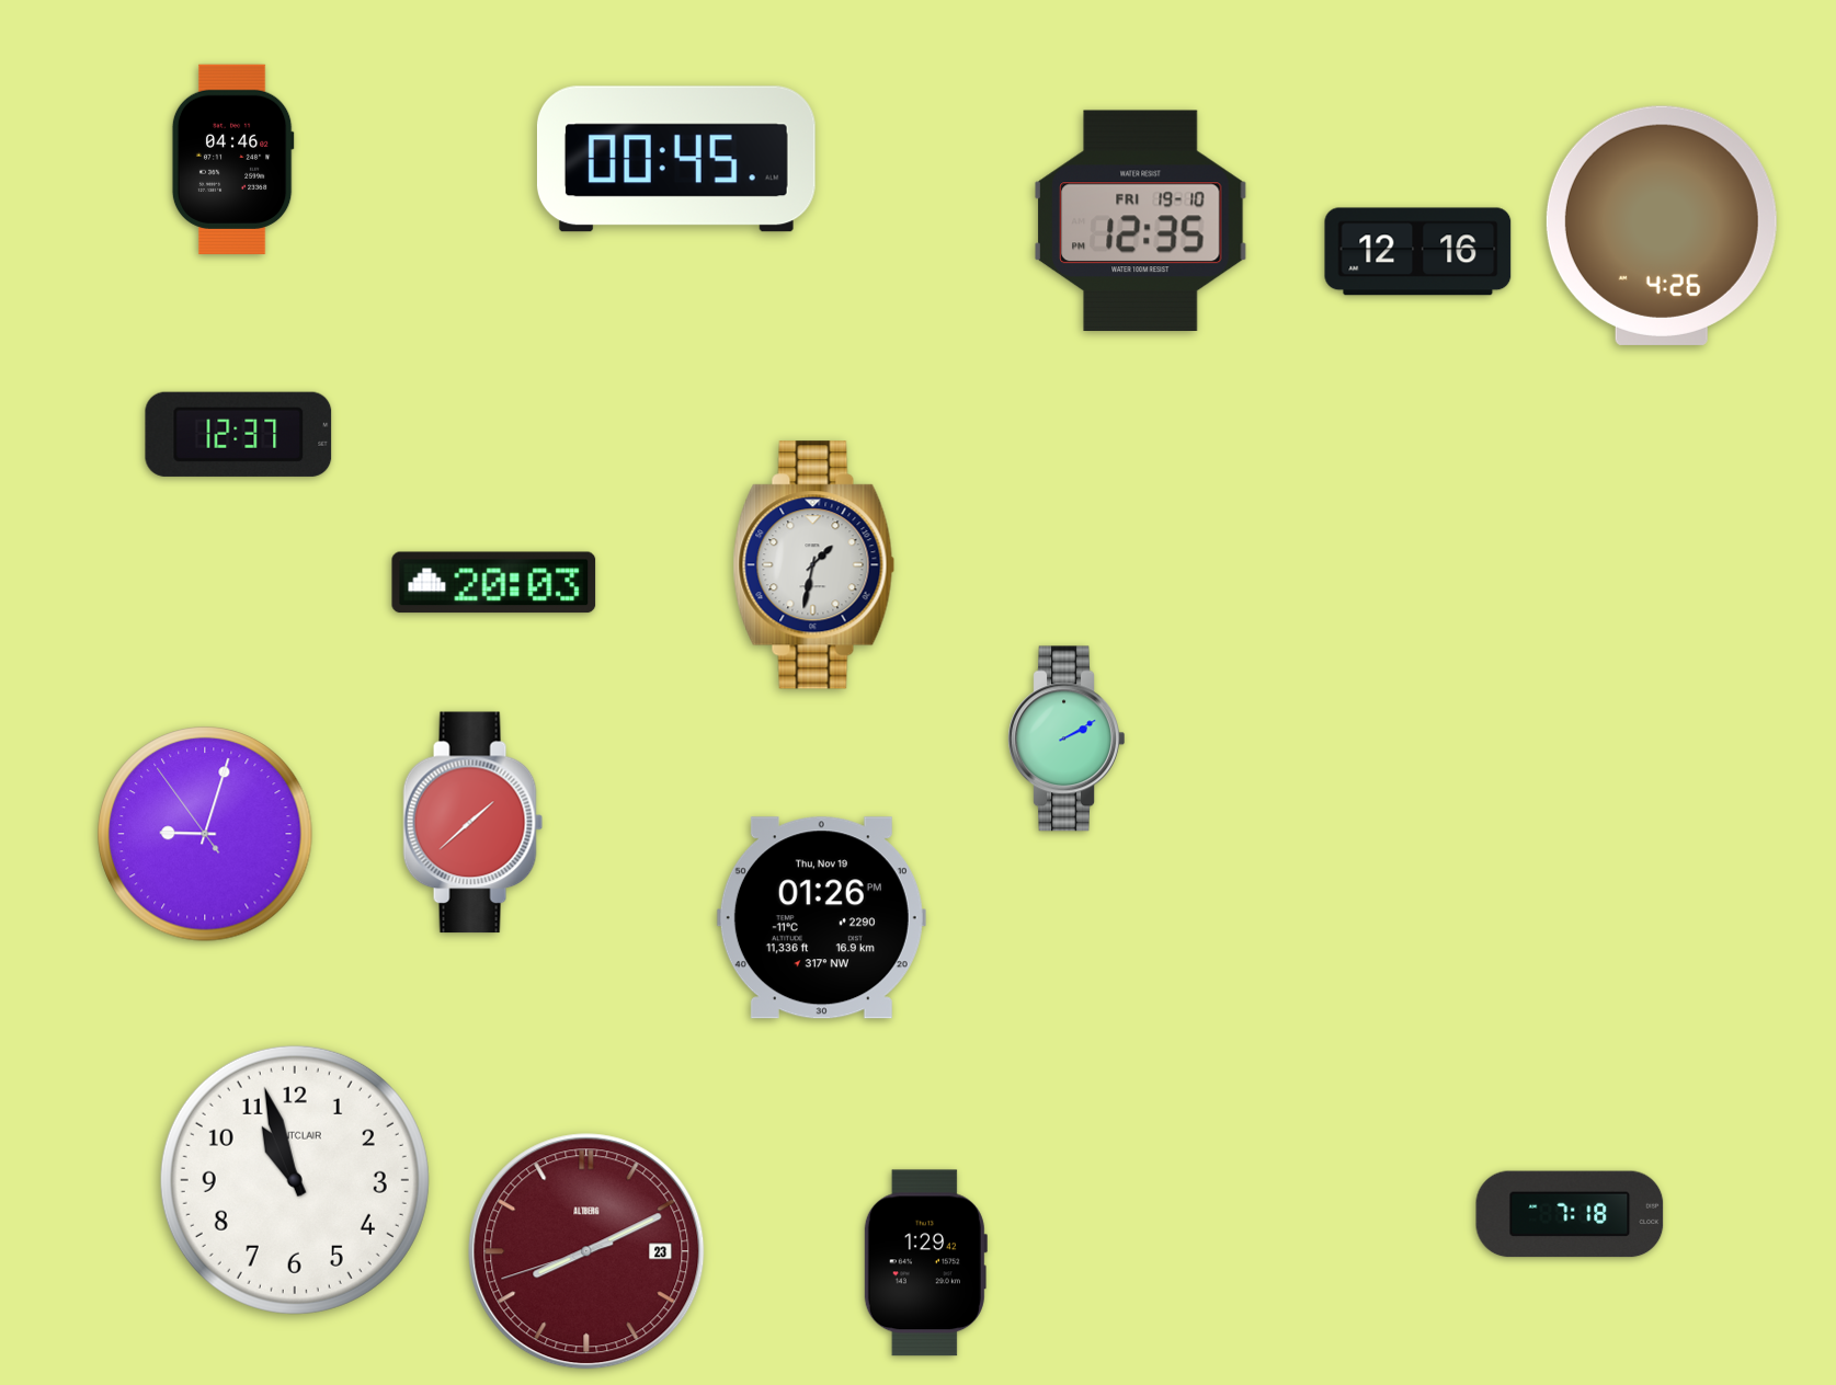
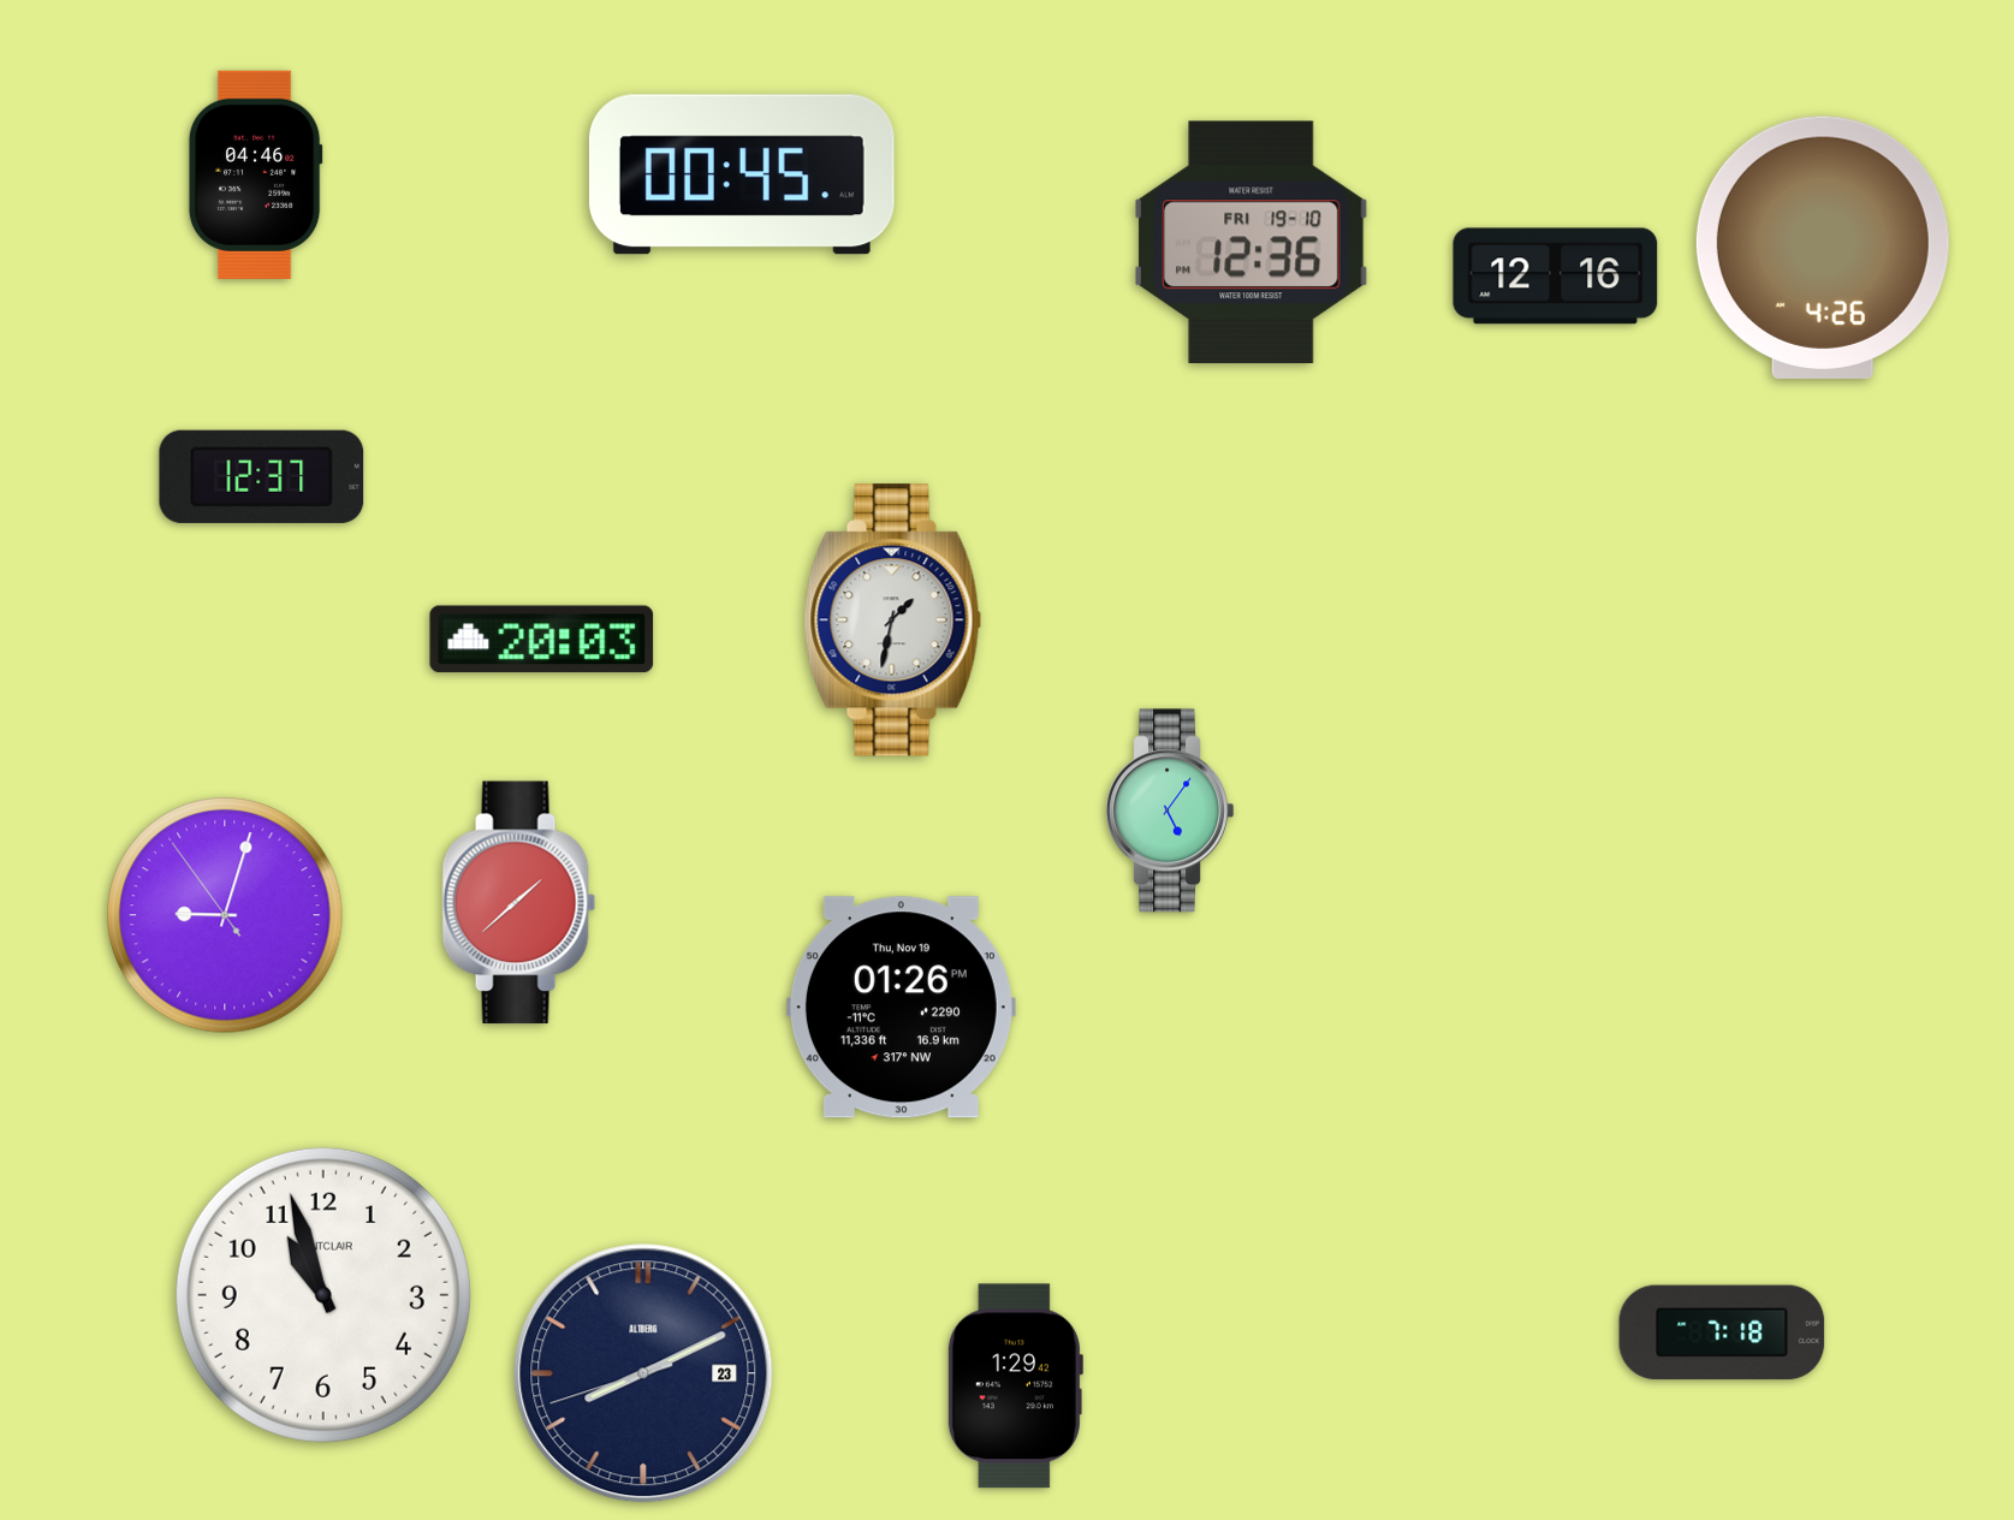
clock at (1141, 220): 12:35 -> 12:36
clock at (1067, 739): 2:10 -> 5:06
clock at (586, 1251) dial: burgundy -> navy
